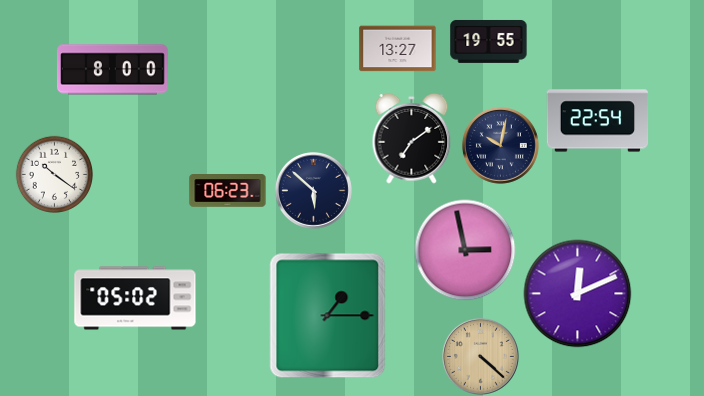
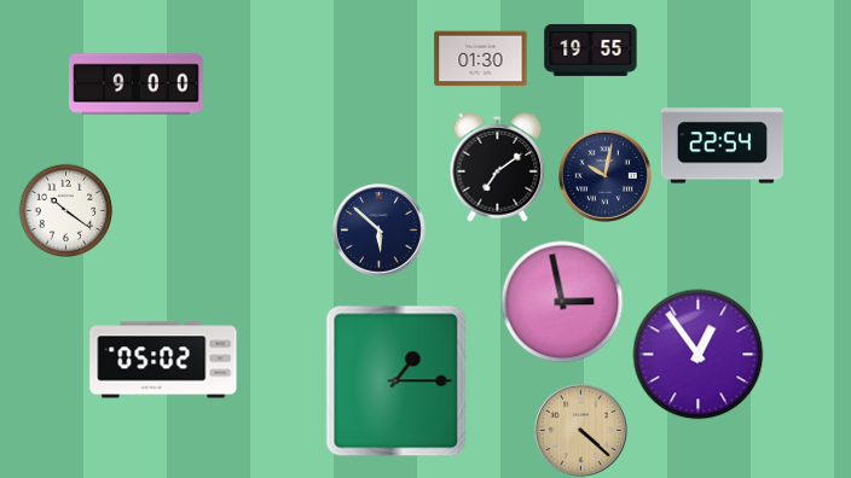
clock at (398, 49): 13:27 -> 01:30
clock at (113, 70): 8:00 -> 9:00
clock at (228, 191): 06:23 -> none
clock at (578, 294): 12:11 -> 12:54
